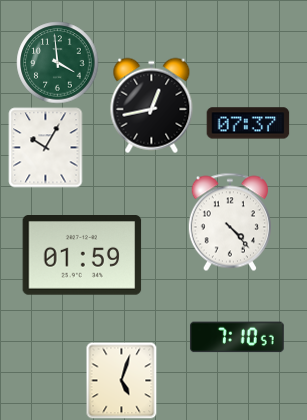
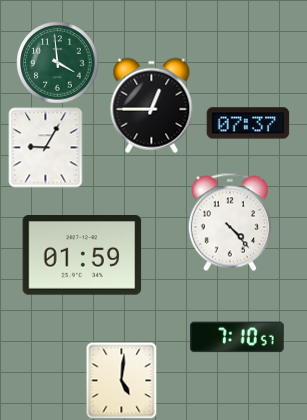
clock at (152, 106): 12:43 -> 12:45
clock at (46, 148): 10:05 -> 9:05
clock at (122, 380): 5:03 -> 5:01
